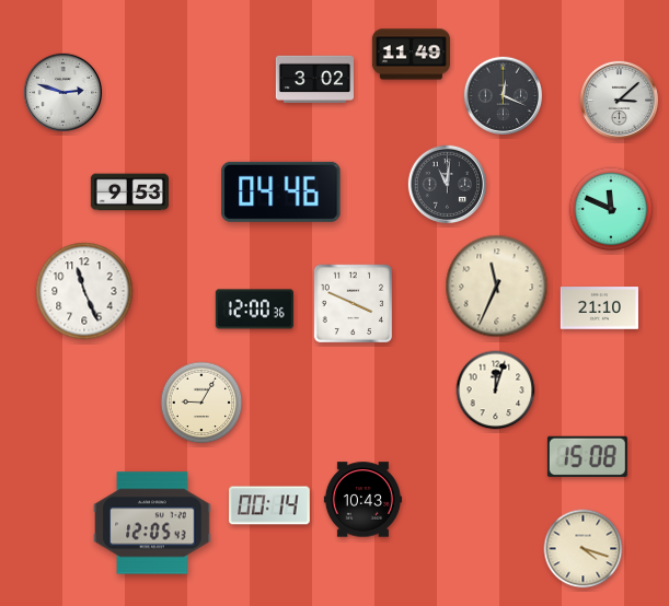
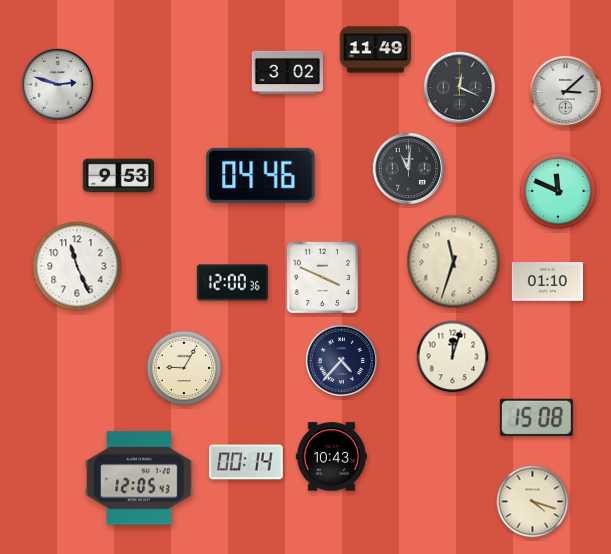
clock at (281, 191) position: (281, 191) -> (261, 175)
clock at (497, 287): 11:34 -> 11:33
clock at (599, 308): 21:10 -> 01:10
clock at (341, 360): none -> 4:37
